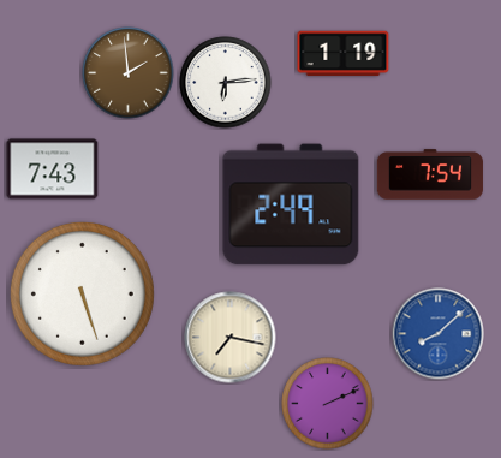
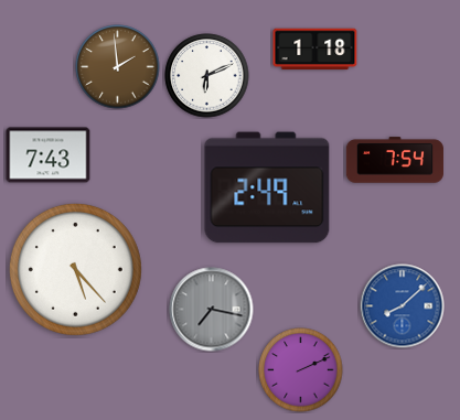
clock at (344, 54): 1:19 -> 1:18
clock at (226, 83): 6:14 -> 6:11
clock at (82, 293): 5:27 -> 5:23
clock at (231, 338) dial: cream -> grey
